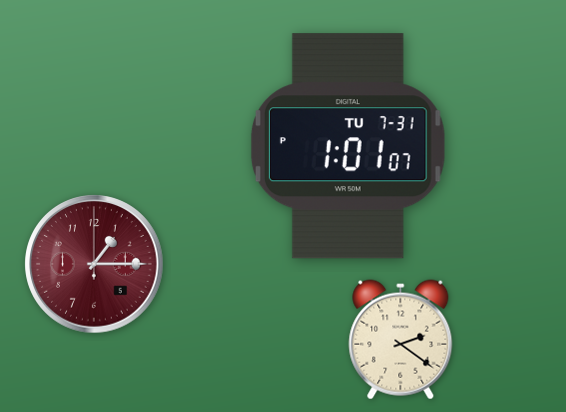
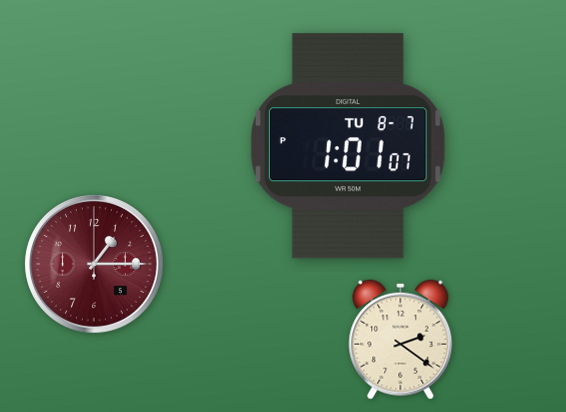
clock at (348, 146) date: TU 7-31 -> TU 8-7
